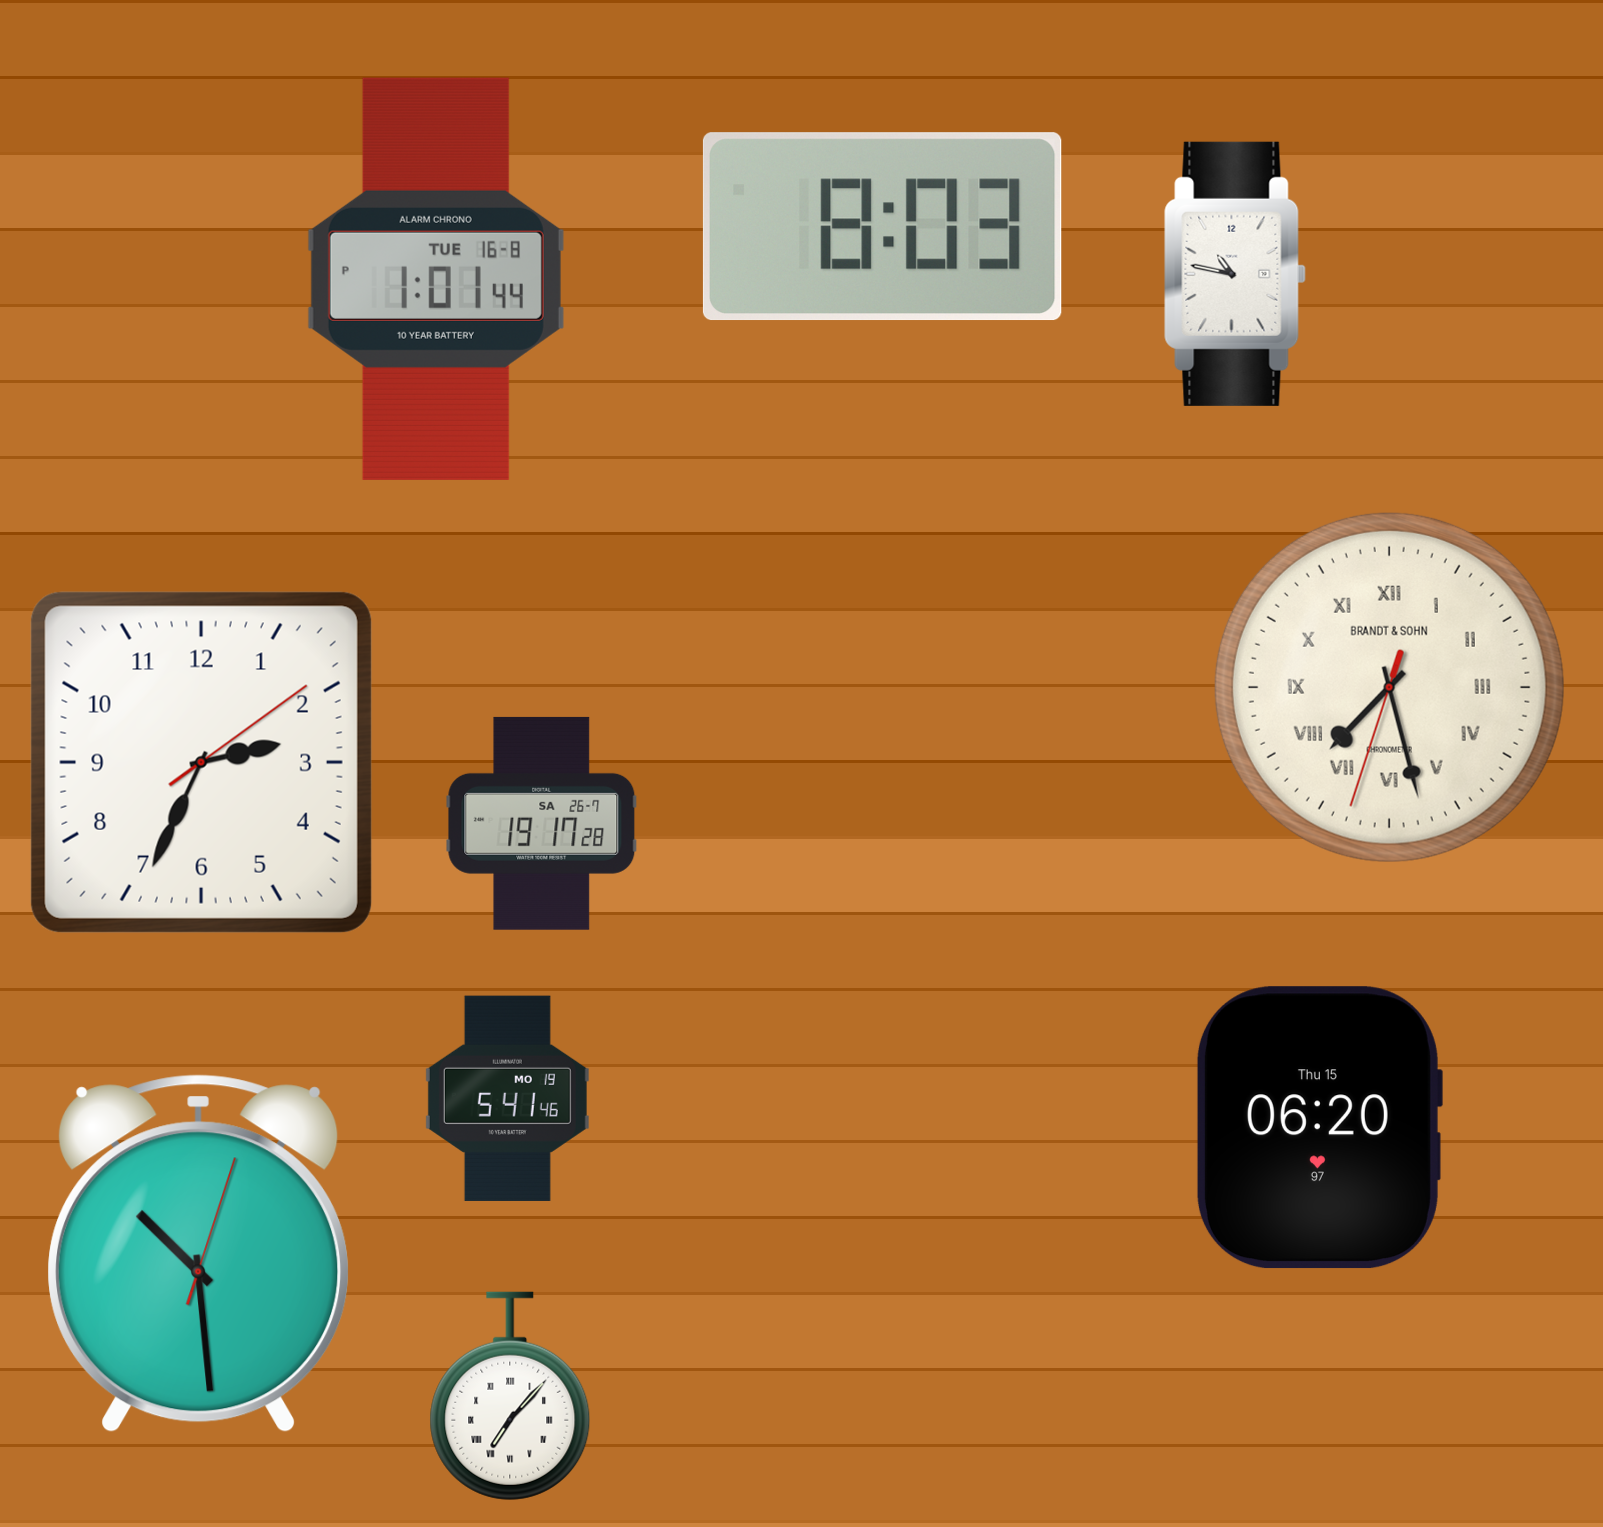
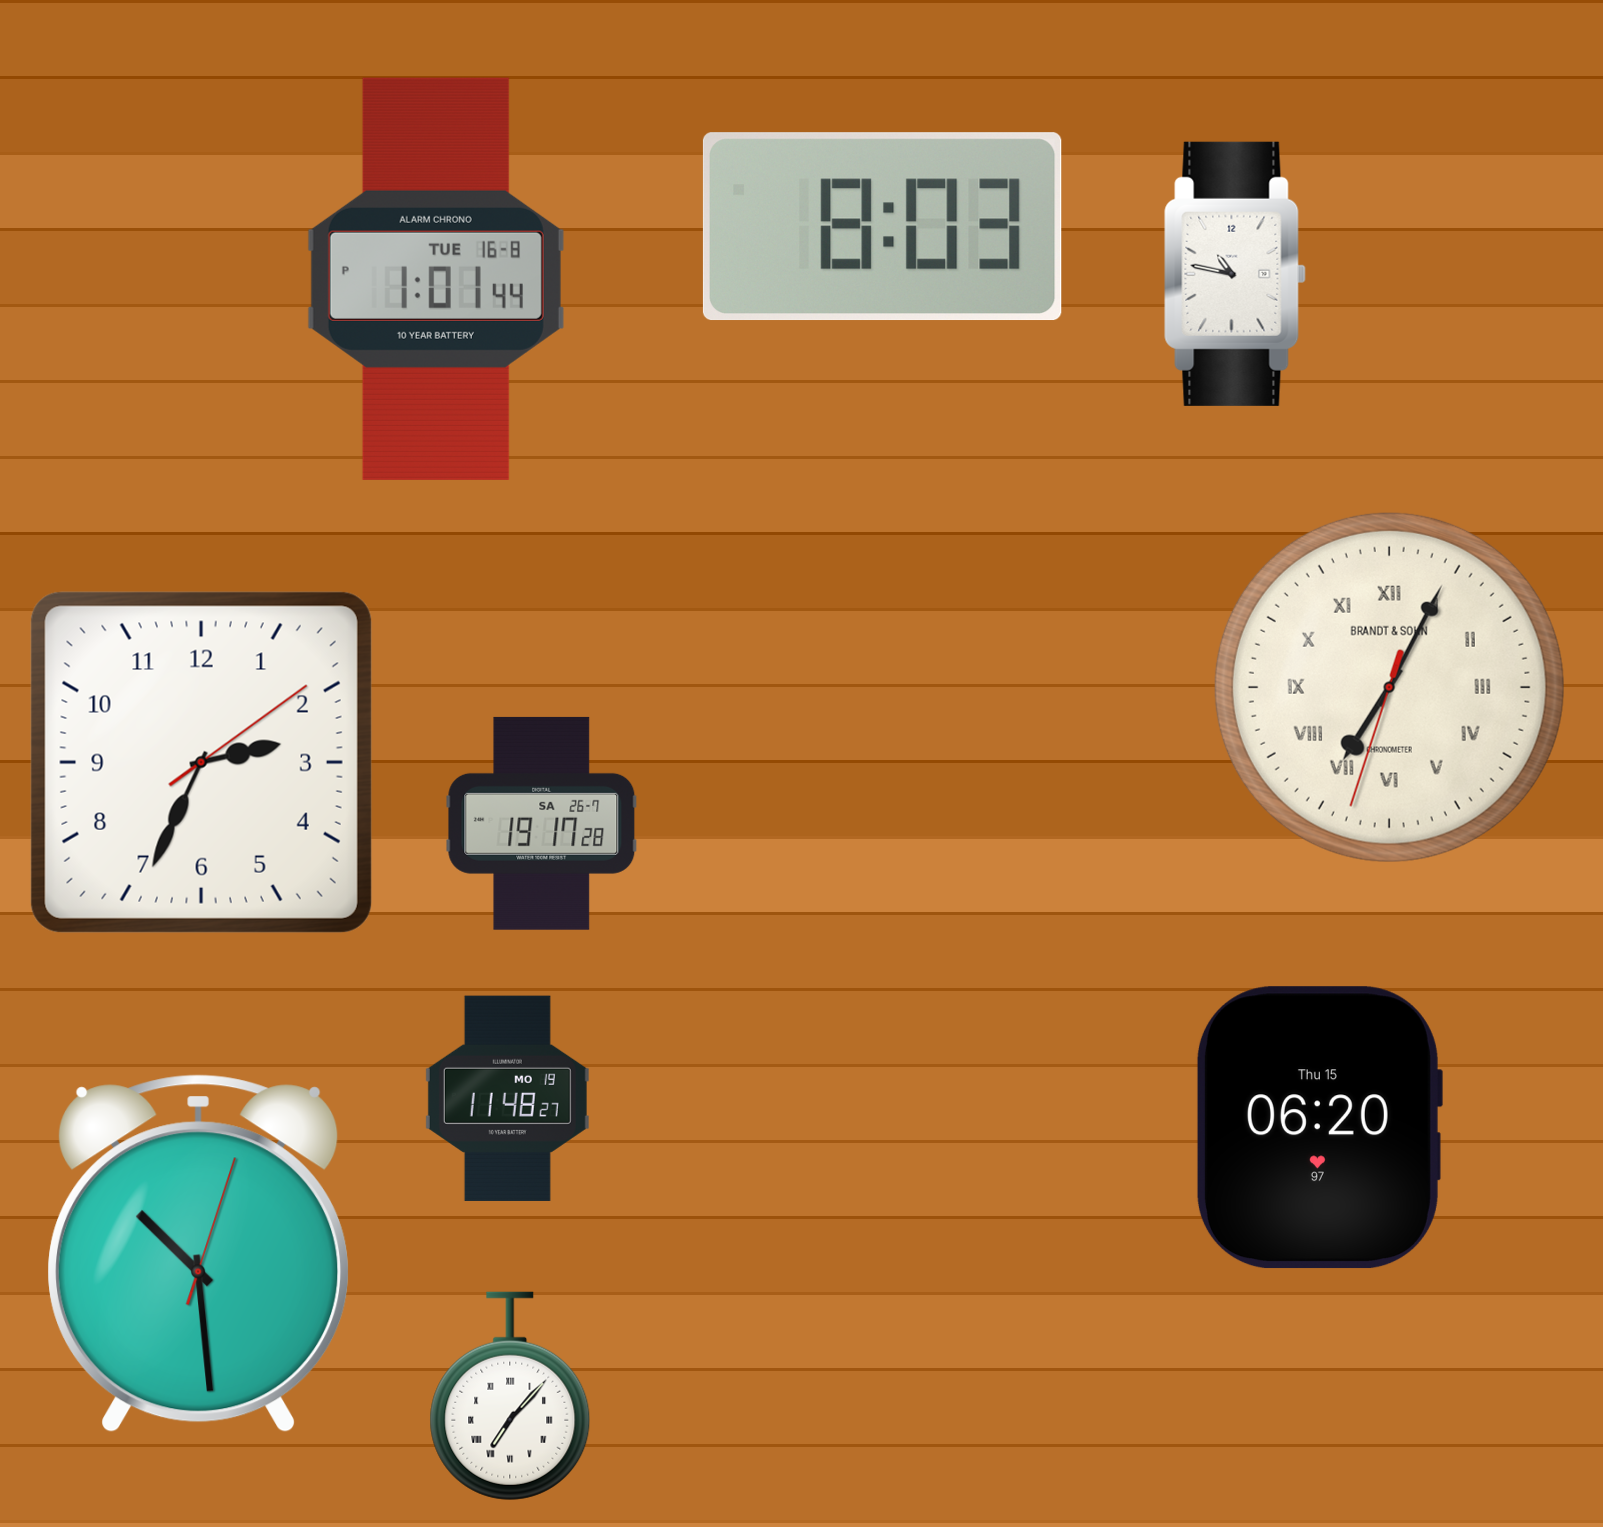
clock at (1389, 687): 7:27 -> 7:04
clock at (507, 1098): 5:41 -> 11:48
